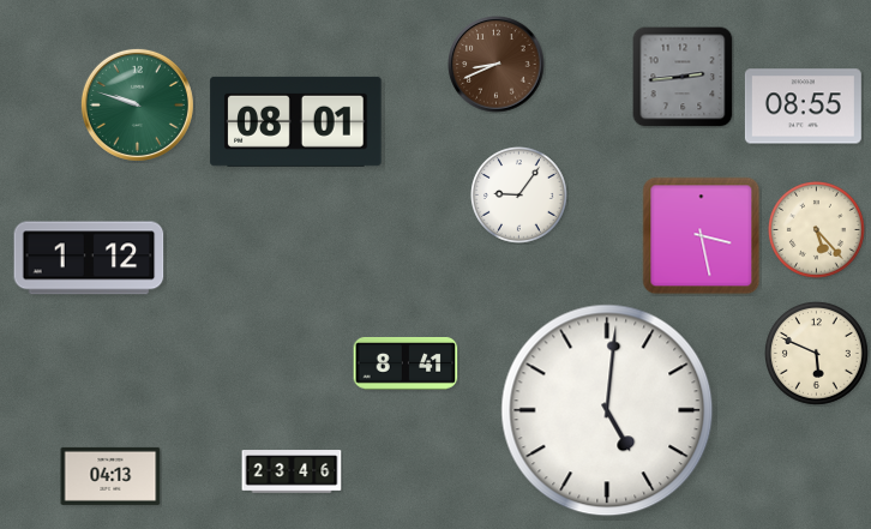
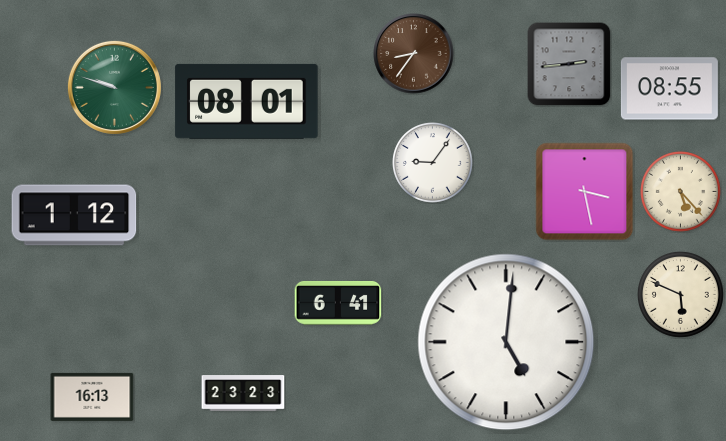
clock at (497, 65): 8:41 -> 8:36
clock at (702, 236) position: (702, 236) -> (585, 192)
clock at (406, 363): 8:41 -> 6:41
clock at (292, 471): 23:46 -> 23:23
clock at (110, 476): 04:13 -> 16:13
